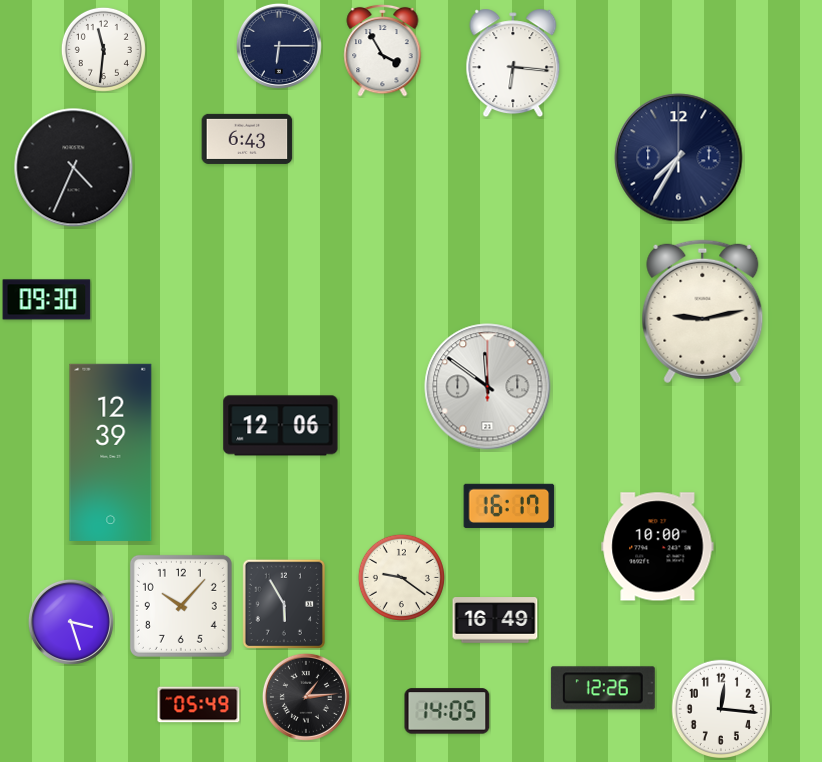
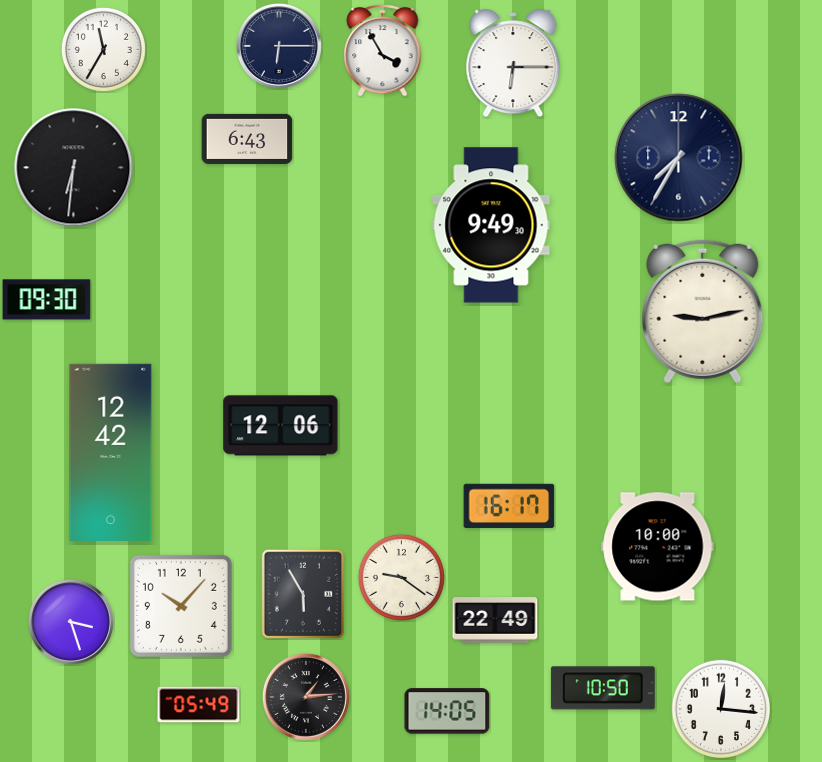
clock at (103, 49): 11:31 -> 11:35
clock at (513, 63): 6:16 -> 6:15
clock at (74, 168): 4:34 -> 6:31
clock at (491, 225): none -> 9:49
clock at (488, 387): 11:51 -> none
clock at (111, 452): 12:39 -> 12:42
clock at (283, 603) position: (283, 603) -> (302, 593)
clock at (495, 620): 16:49 -> 22:49
clock at (603, 688): 12:26 -> 10:50
